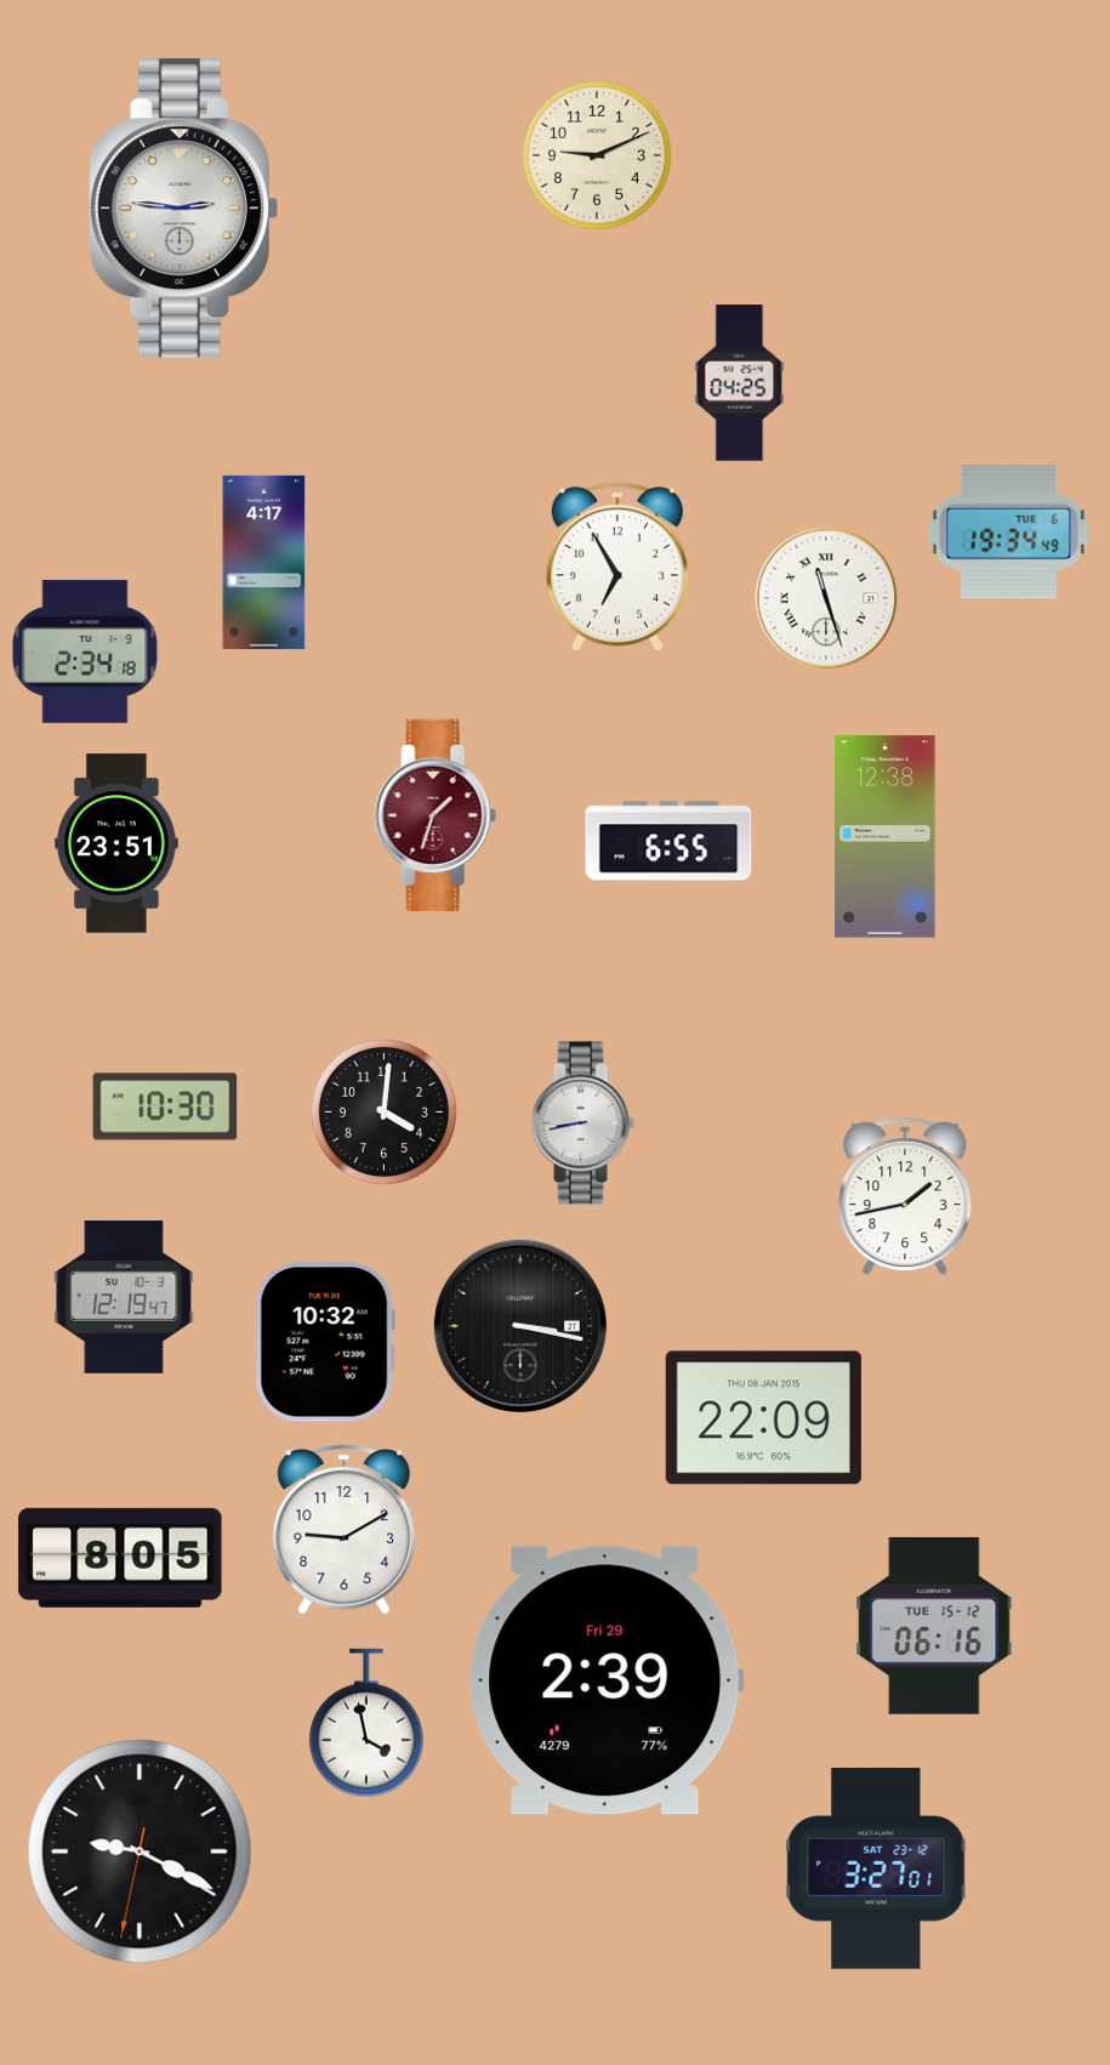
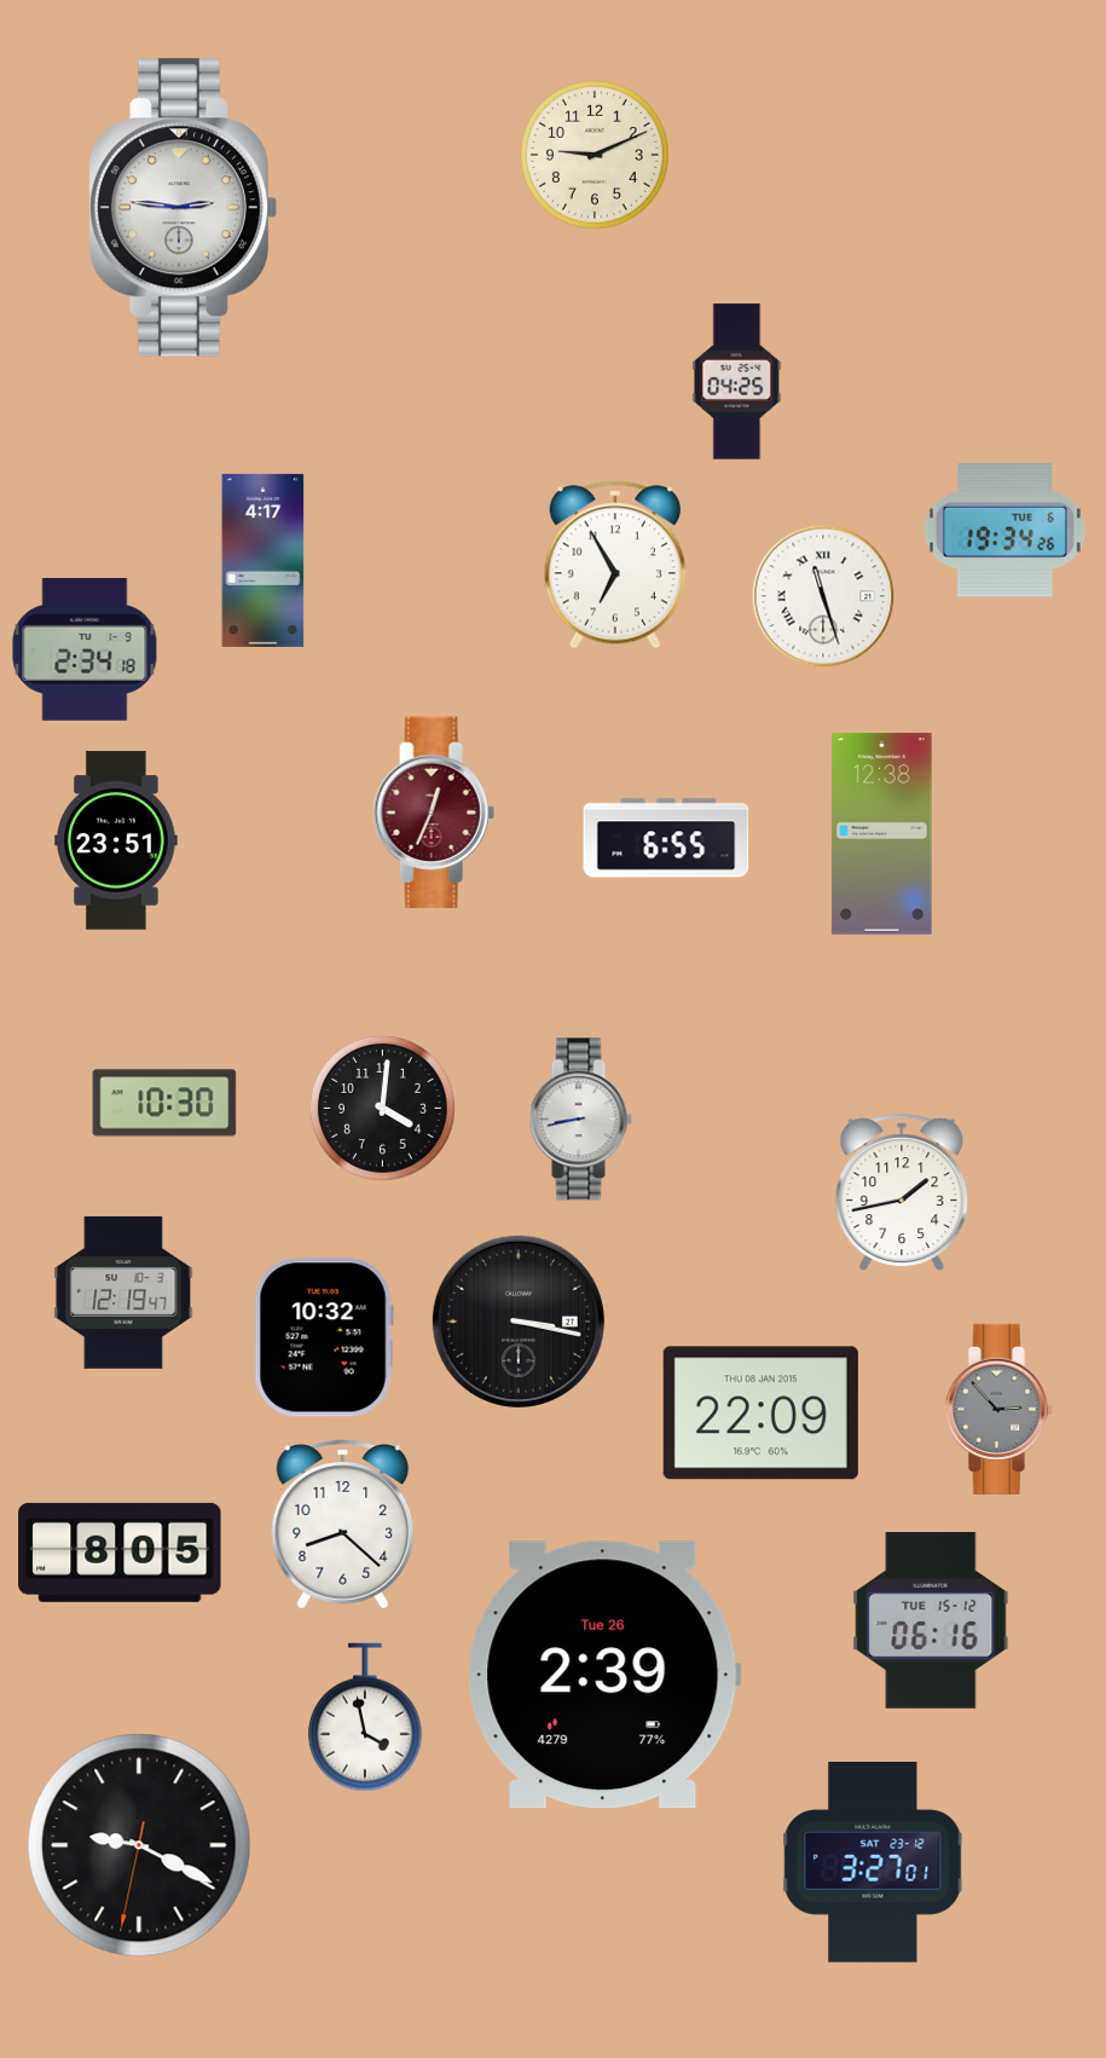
clock at (1008, 533): 19:34:49 -> 19:34:26
clock at (436, 815): 1:33 -> 12:34
clock at (998, 1409): none -> 2:53
clock at (345, 1530): 9:10 -> 8:22
clock at (607, 1680) date: Fri 29 -> Tue 26
